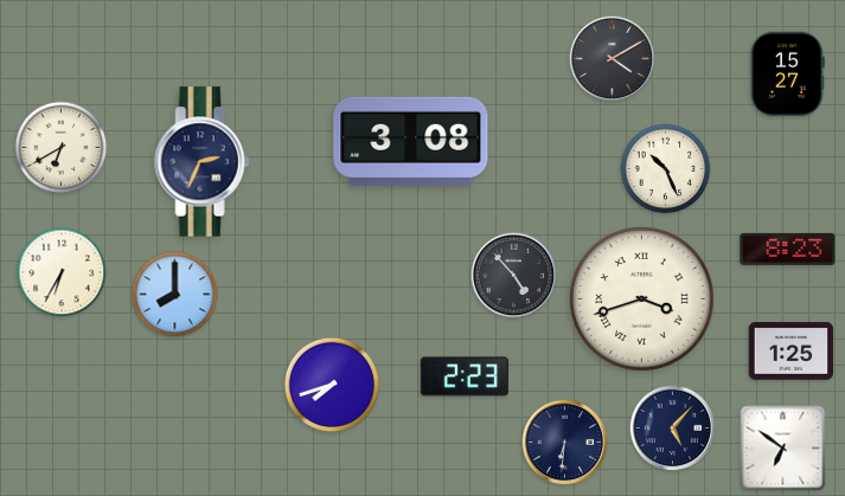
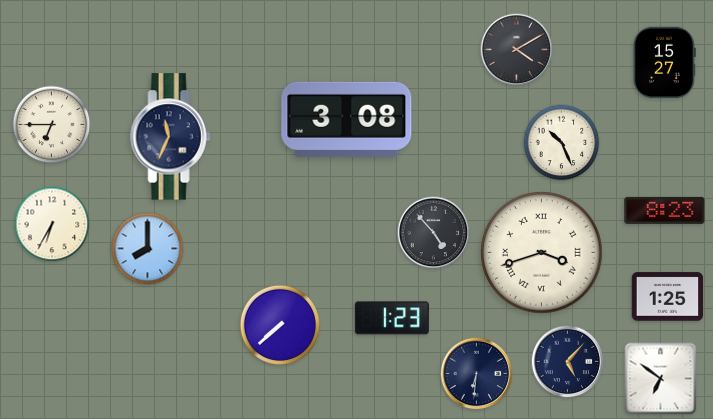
clock at (62, 148): 6:40 -> 6:45
clock at (203, 162): 2:34 -> 11:34
clock at (62, 272) position: (62, 272) -> (52, 224)
clock at (465, 376): 2:23 -> 1:23
clock at (332, 385): 7:42 -> 7:38
